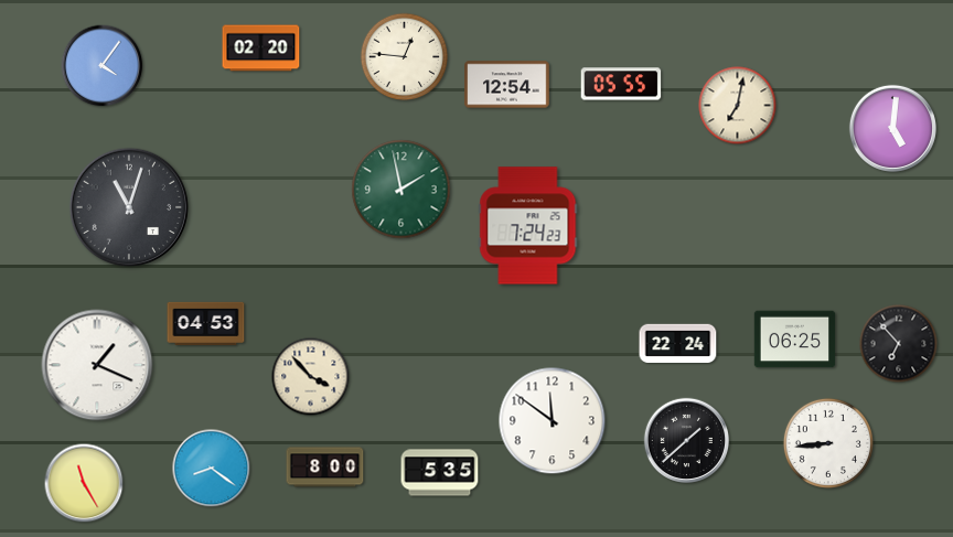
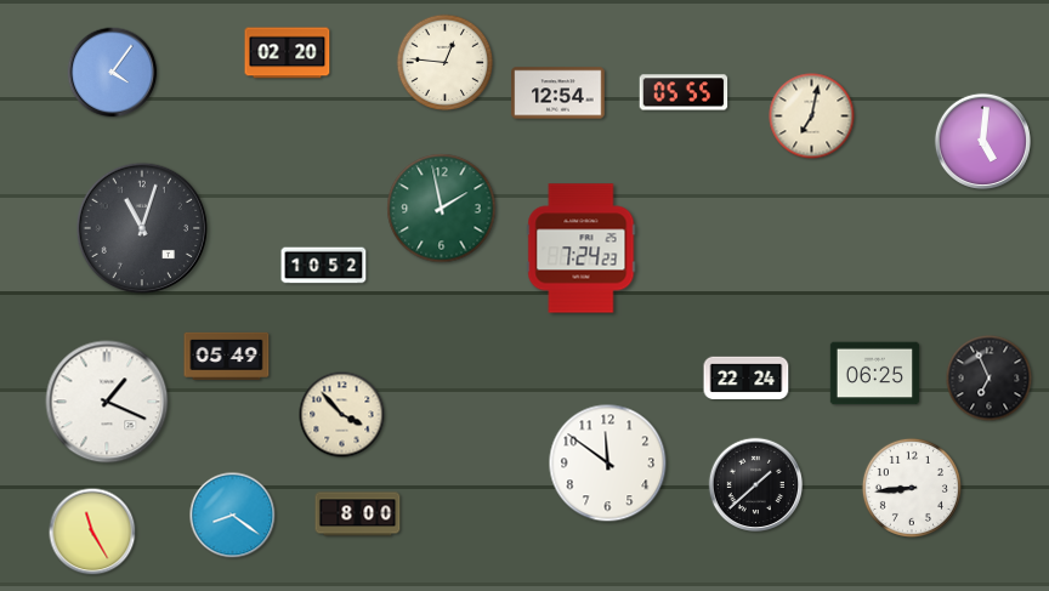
clock at (324, 266): none -> 10:52
clock at (206, 323): 04:53 -> 05:49
clock at (899, 344): 6:53 -> 6:56
clock at (440, 473): 5:35 -> none
